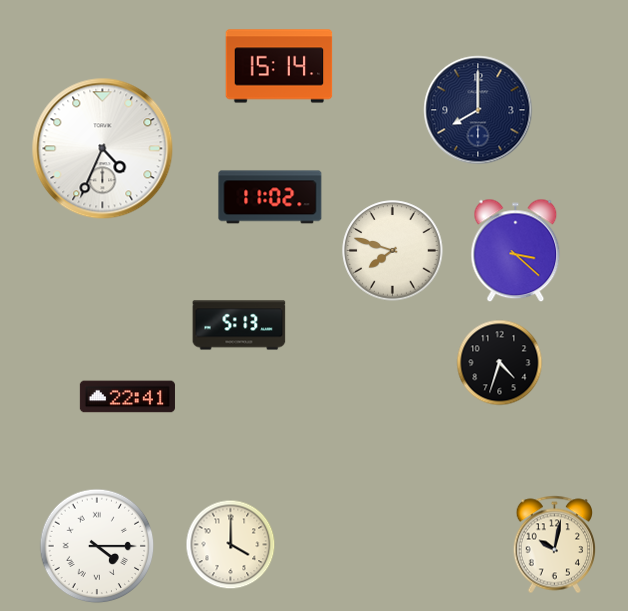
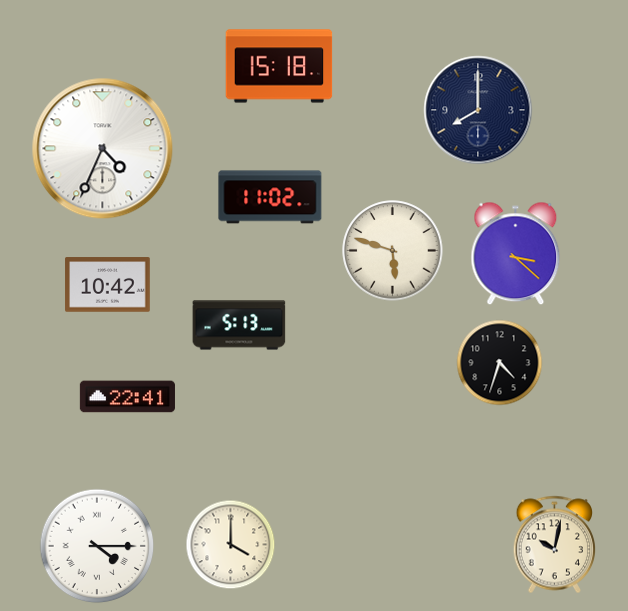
clock at (279, 66): 15:14 -> 15:18
clock at (393, 251): 7:48 -> 5:48
clock at (516, 251) position: (516, 251) -> (516, 254)
clock at (108, 285): none -> 10:42
